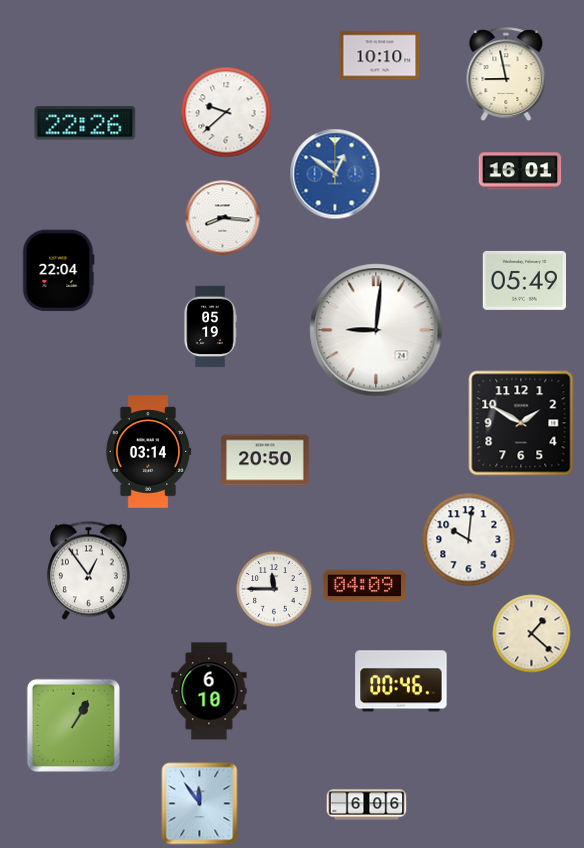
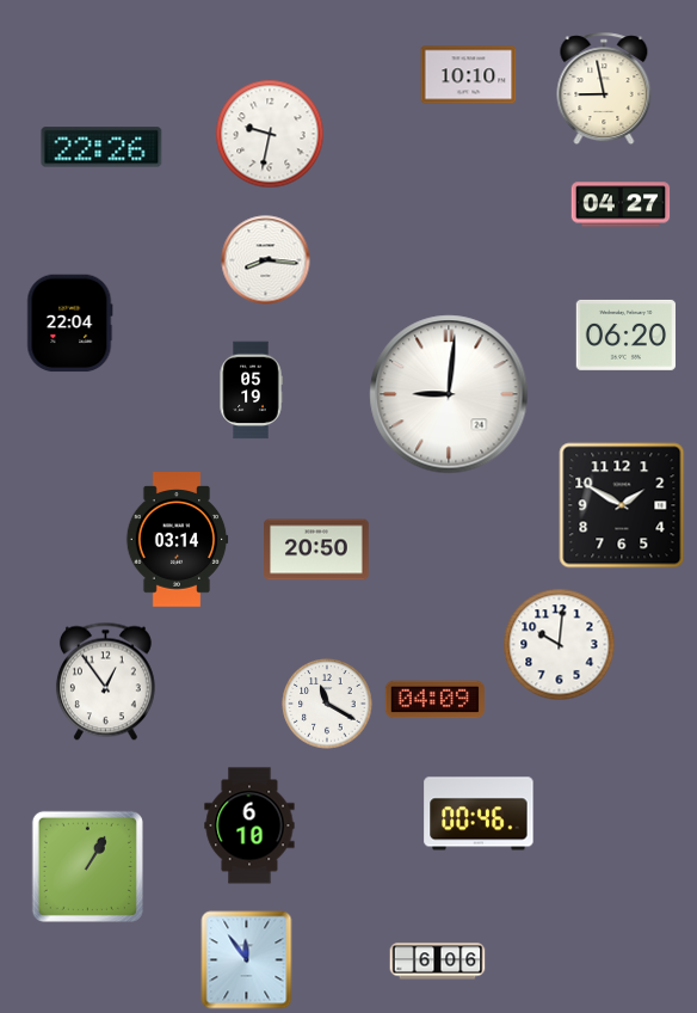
clock at (380, 56) position: (380, 56) -> (469, 75)
clock at (226, 112): 9:38 -> 9:32
clock at (520, 171): 16:01 -> 04:27
clock at (335, 174): 12:51 -> none
clock at (524, 280): 05:49 -> 06:20
clock at (274, 589): 11:45 -> 11:20
clock at (532, 634): 1:22 -> none
clock at (200, 804) position: (200, 804) -> (247, 960)
